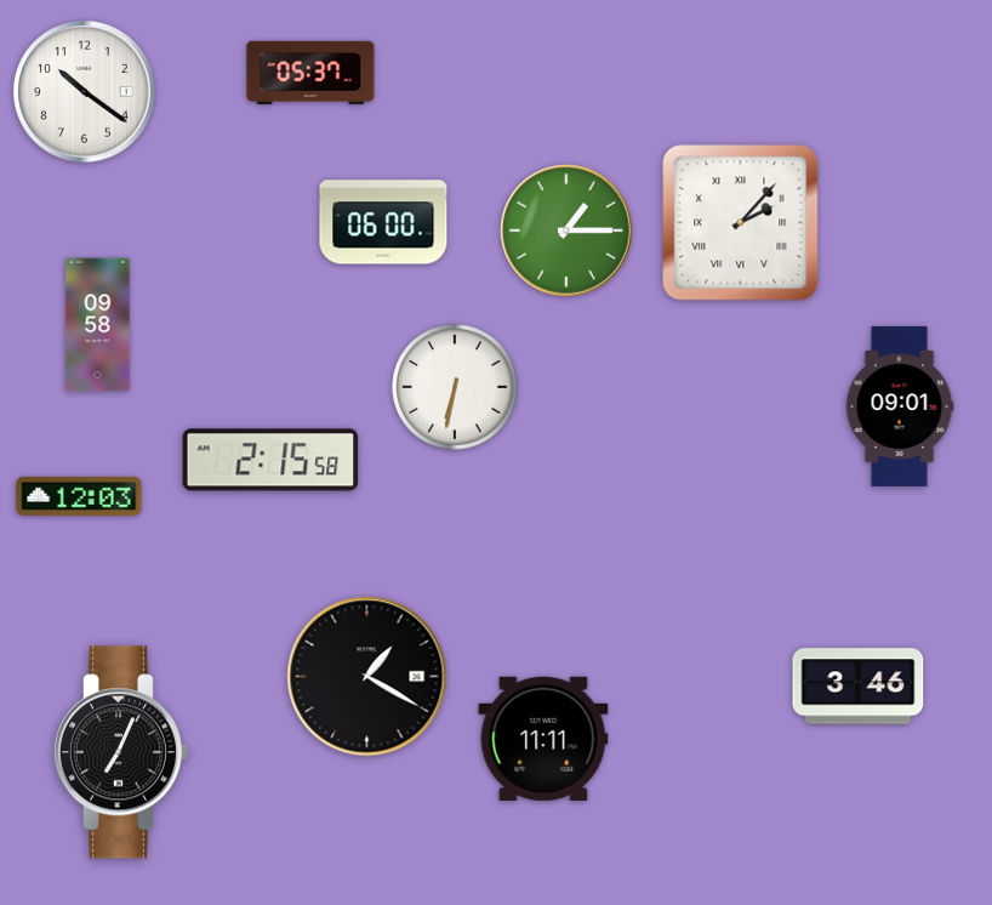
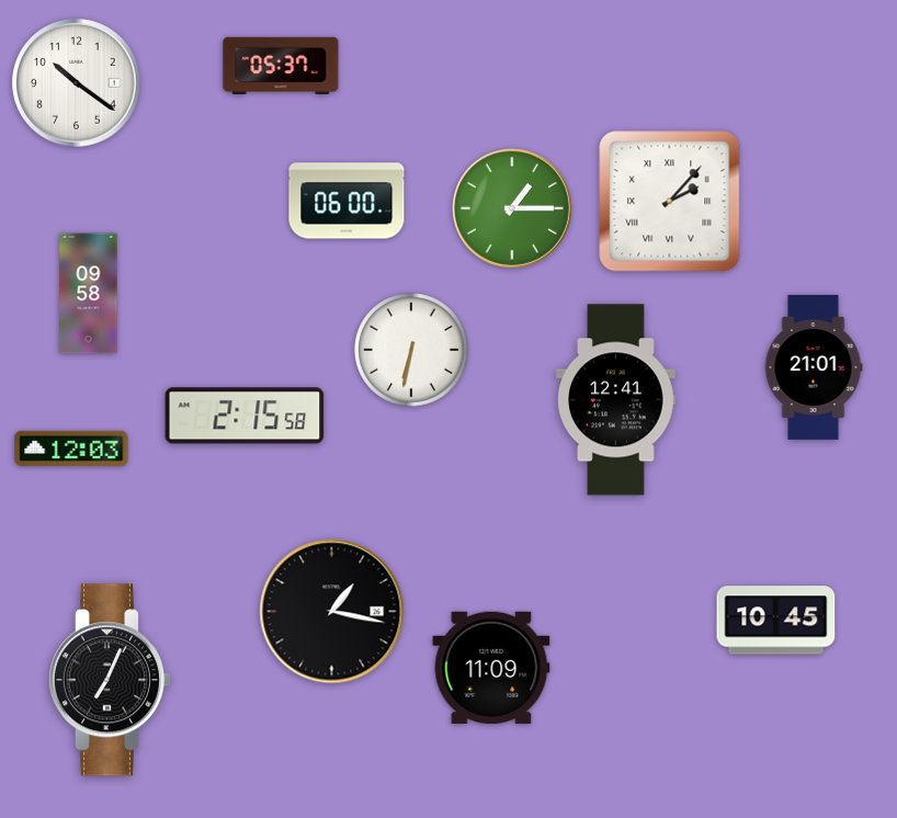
clock at (900, 406): 09:01 -> 21:01
clock at (616, 400): none -> 12:41
clock at (367, 677): 1:20 -> 1:17
clock at (859, 687): 3:46 -> 10:45
clock at (543, 739): 11:11 -> 11:09
